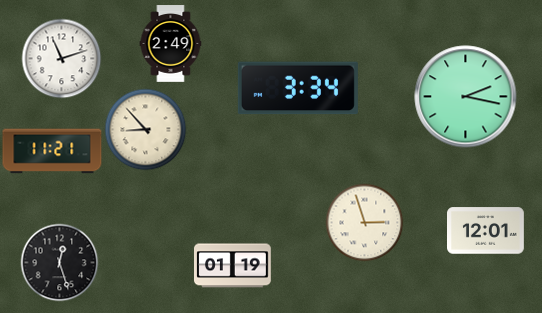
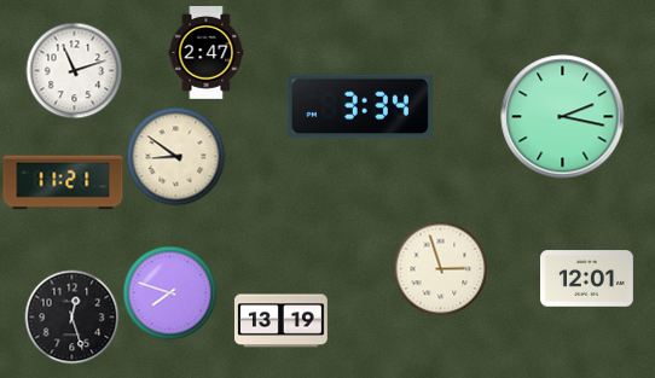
clock at (171, 44): 2:49 -> 2:47
clock at (145, 129): 8:53 -> 8:51
clock at (169, 292): none -> 7:48
clock at (233, 266): 01:19 -> 13:19
